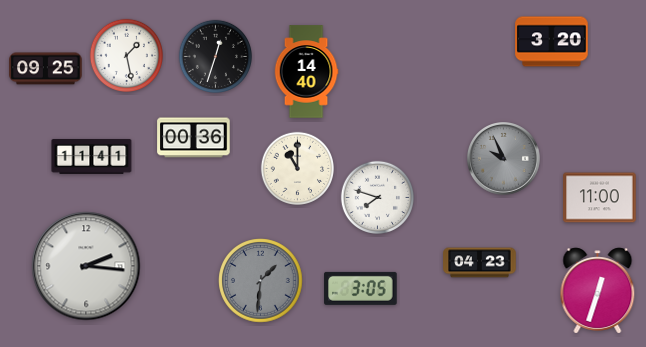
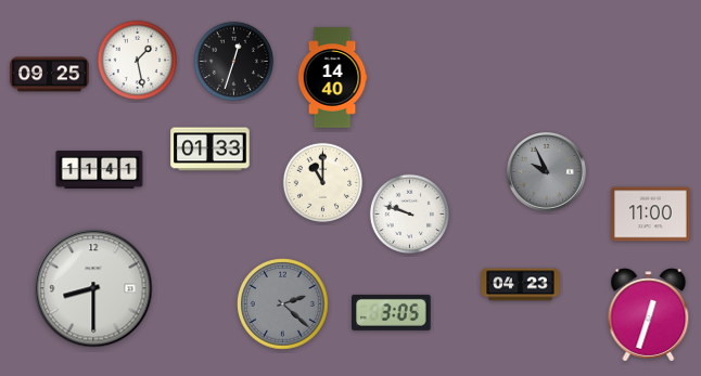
clock at (552, 42): 3:20 -> none
clock at (194, 138): 00:36 -> 01:33
clock at (377, 198): 7:48 -> 9:48
clock at (86, 266): 2:16 -> 8:30
clock at (261, 281): 1:31 -> 2:22
